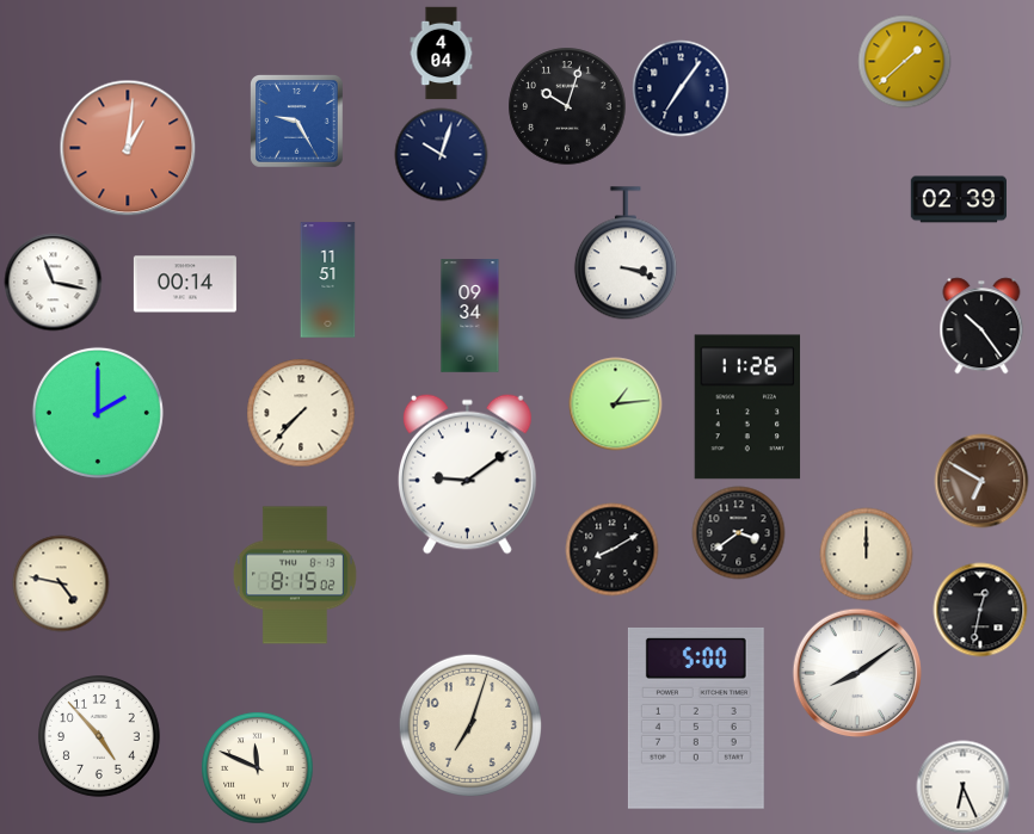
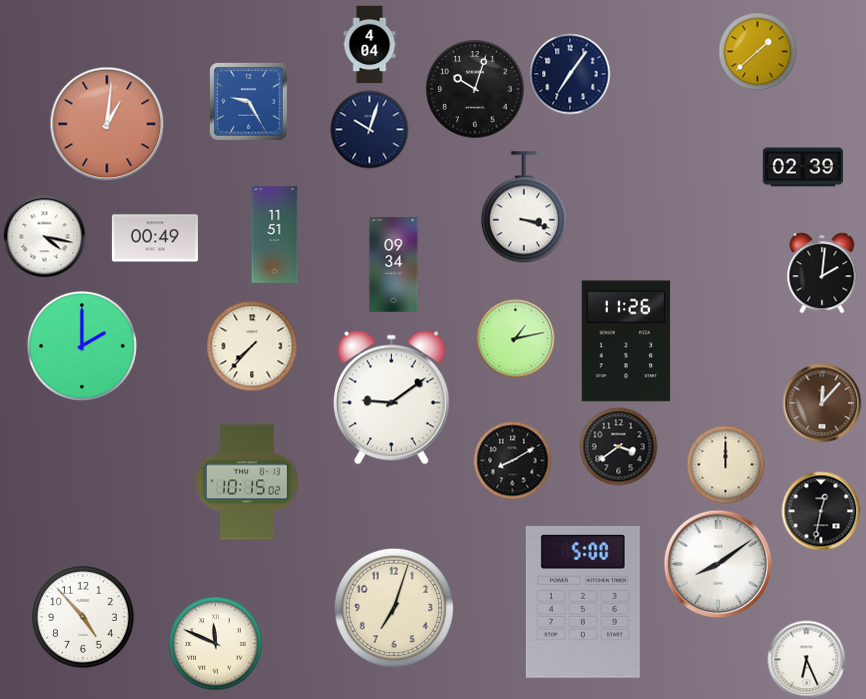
clock at (626, 253) position: (626, 253) -> (524, 207)
clock at (53, 282): 11:17 -> 4:17
clock at (185, 284): 00:14 -> 00:49
clock at (981, 326): 10:24 -> 2:01
clock at (615, 403): 1:14 -> 1:13
clock at (981, 481): 6:50 -> 12:07
clock at (295, 575): 8:15 -> 10:15
clock at (61, 583): 4:47 -> none
